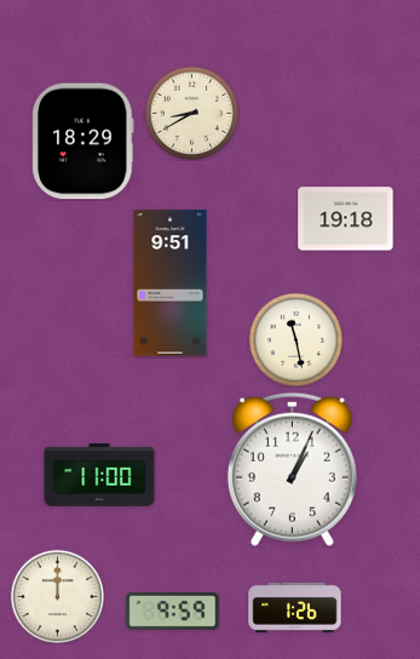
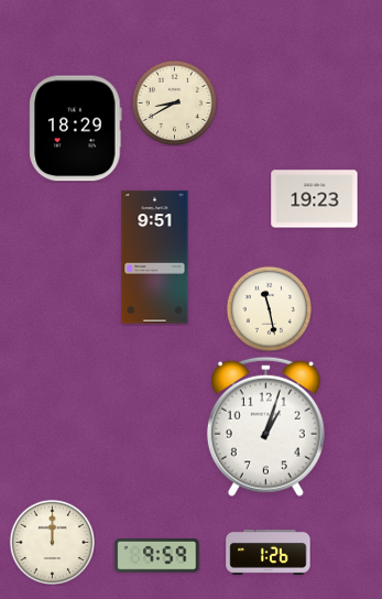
clock at (346, 219): 19:18 -> 19:23
clock at (292, 469): 1:04 -> 1:03
clock at (99, 475): 11:00 -> none
